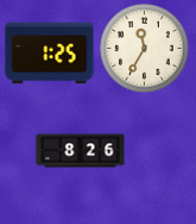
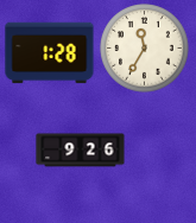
clock at (50, 54): 1:25 -> 1:28
clock at (81, 151): 8:26 -> 9:26
